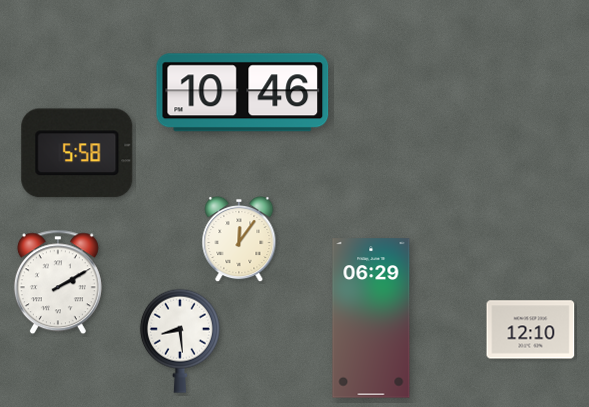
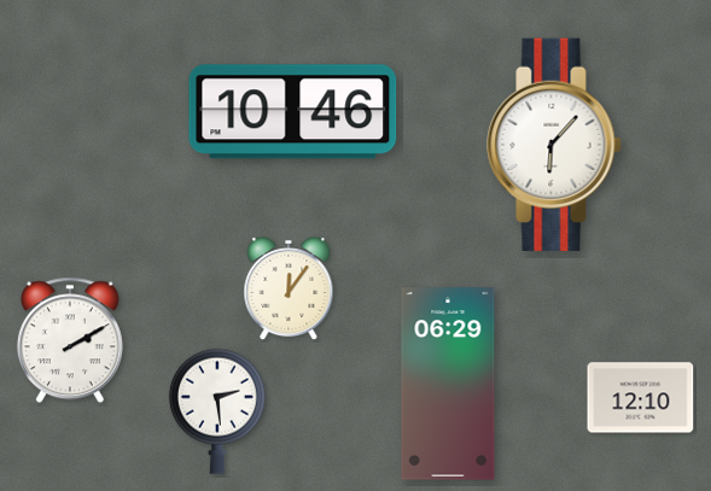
clock at (554, 145): none -> 6:07
clock at (77, 153): 5:58 -> none
clock at (180, 341): 8:29 -> 2:29
